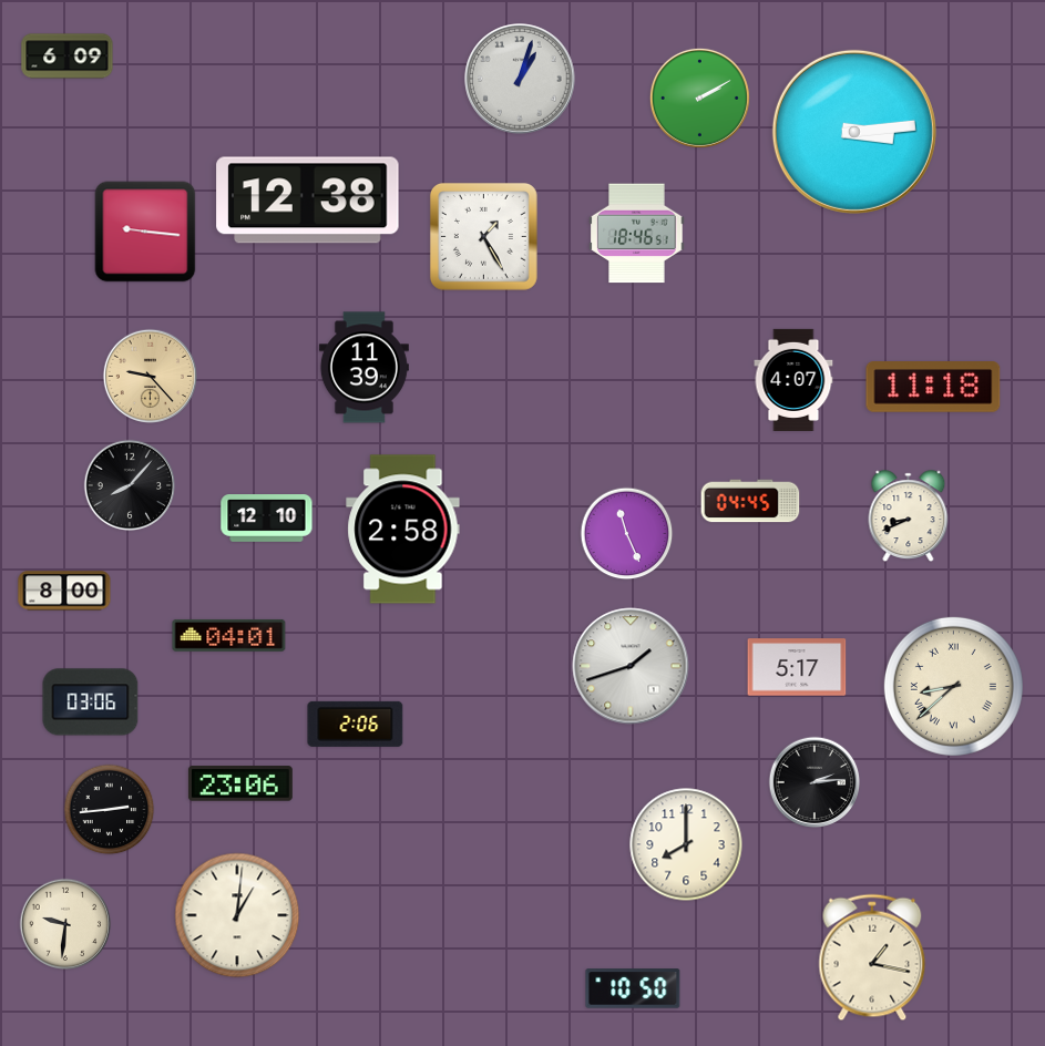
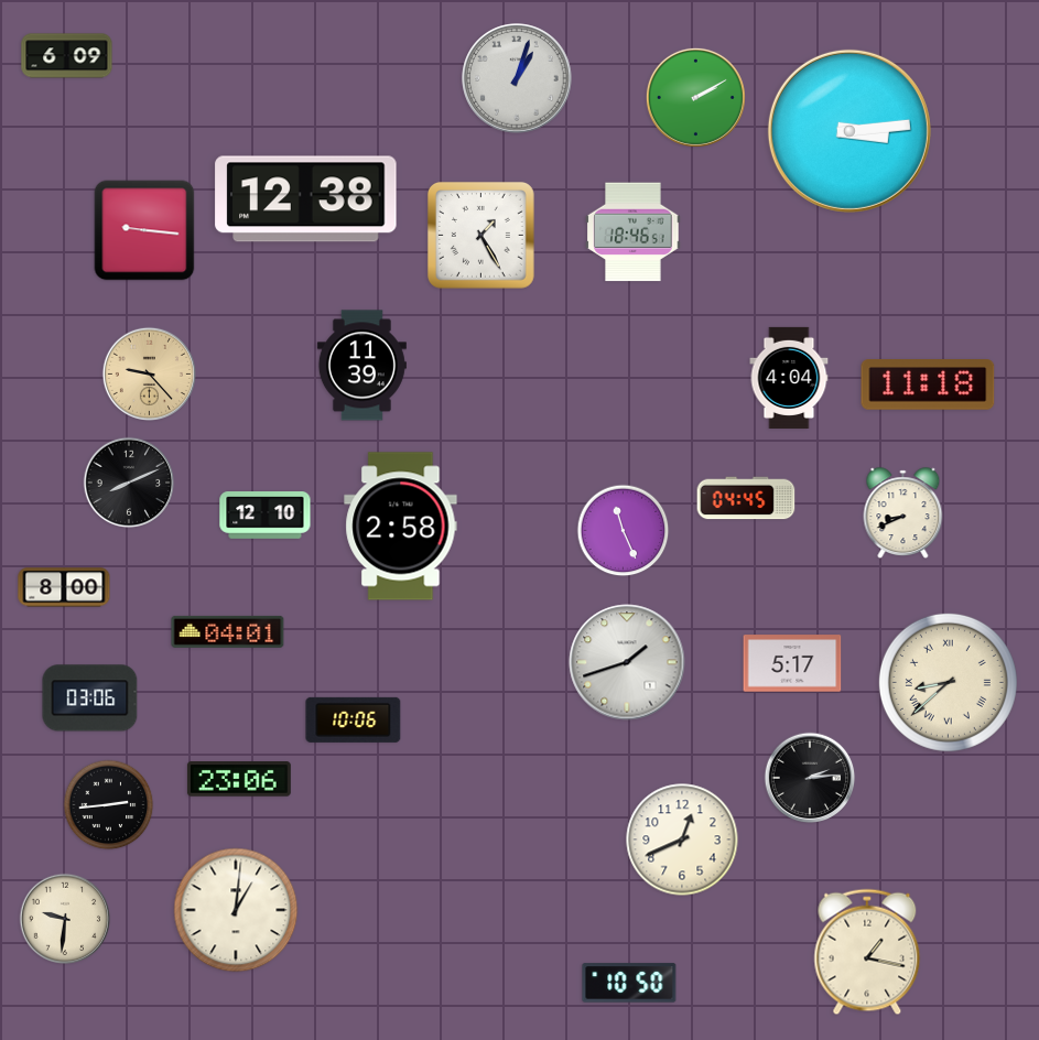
clock at (793, 380): 4:07 -> 4:04
clock at (130, 485): 8:07 -> 8:11
clock at (356, 724): 2:06 -> 10:06
clock at (686, 844): 8:00 -> 12:41
